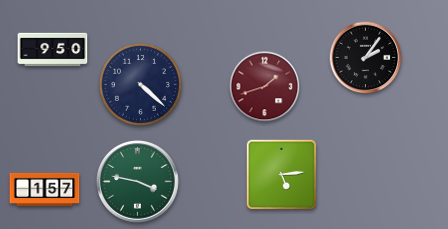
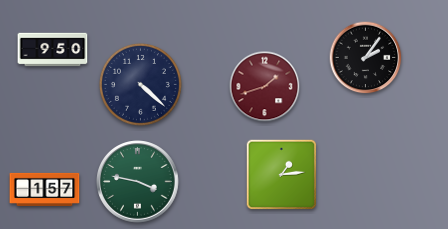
clock at (282, 175): 5:14 -> 1:14
